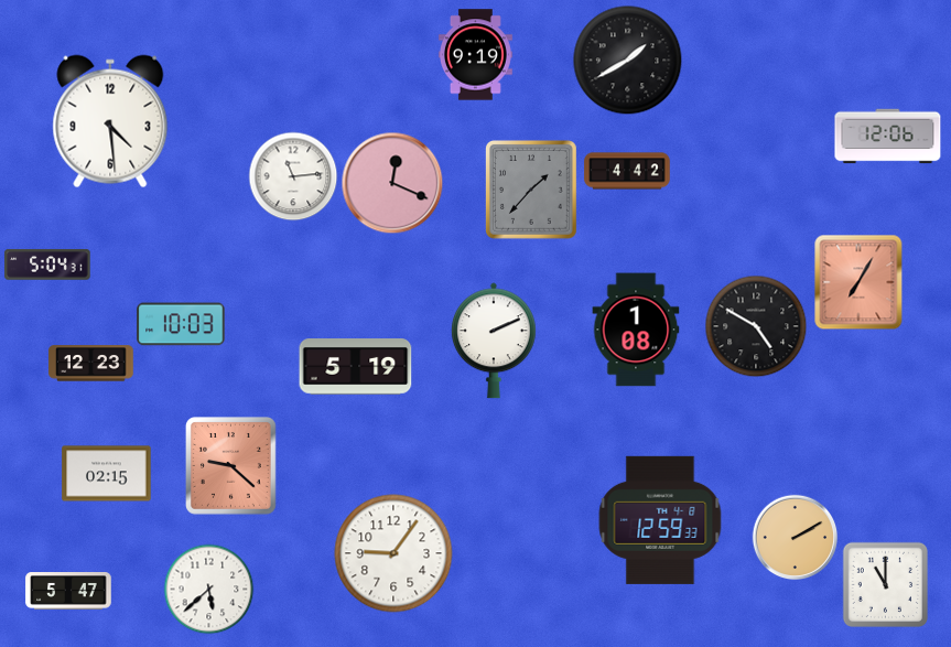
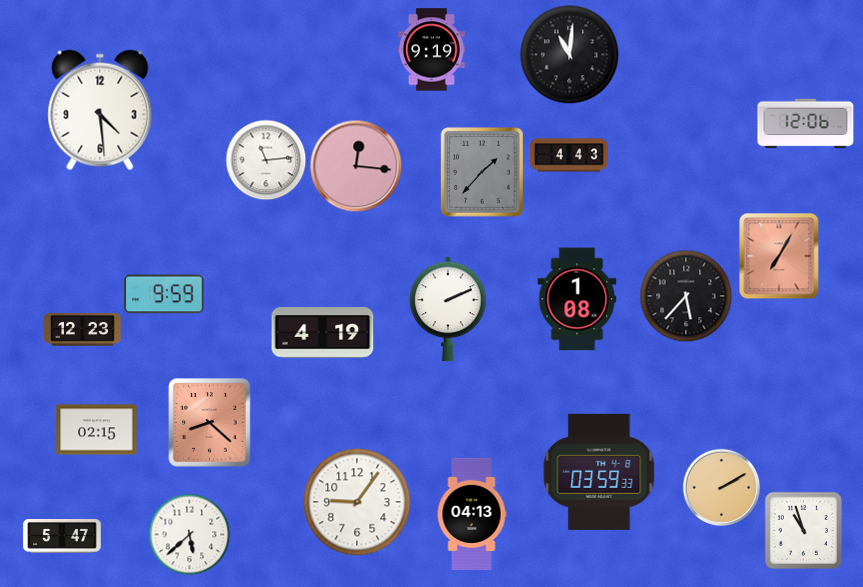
clock at (628, 61): 1:40 -> 11:01
clock at (627, 171): 4:42 -> 4:43
clock at (392, 183): 12:19 -> 12:16
clock at (47, 265): 5:04 -> none
clock at (181, 324): 10:03 -> 9:59
clock at (756, 326): 4:50 -> 5:37
clock at (356, 367): 5:19 -> 4:19
clock at (231, 466): 9:22 -> 8:22
clock at (660, 520): 12:59 -> 03:59
clock at (472, 514): none -> 04:13
clock at (885, 584): 11:00 -> 10:57
